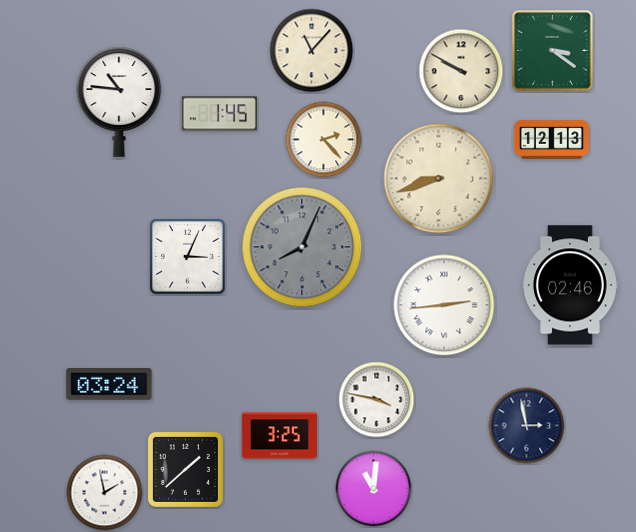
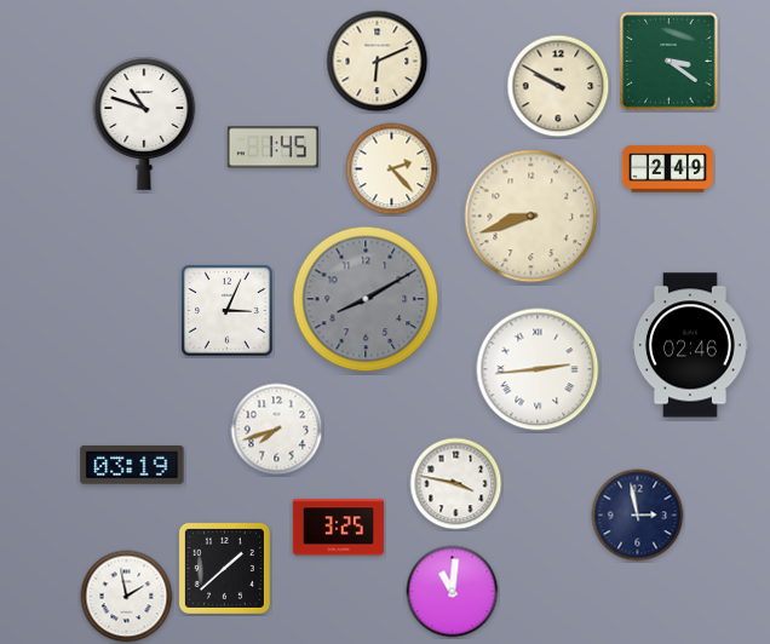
clock at (312, 51): 11:07 -> 6:11
clock at (119, 102): 10:46 -> 10:48
clock at (219, 114) position: (219, 114) -> (272, 148)
clock at (551, 140): 12:13 -> 2:49
clock at (302, 247): 8:04 -> 8:10
clock at (277, 430): none -> 7:42
clock at (109, 384): 03:24 -> 03:19
